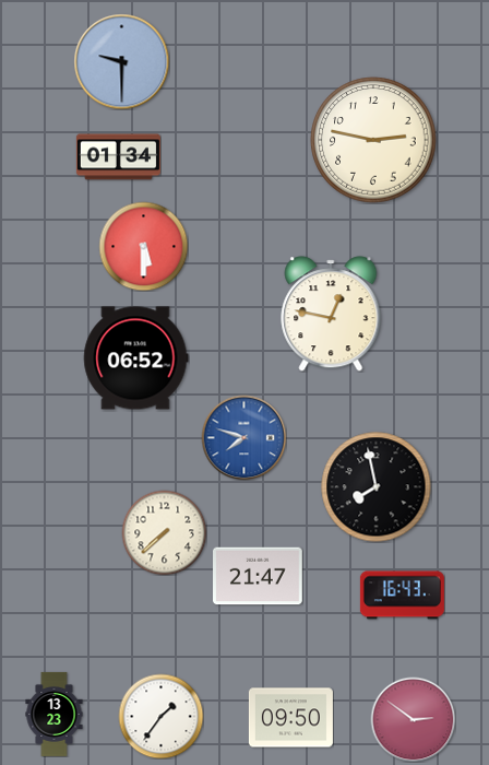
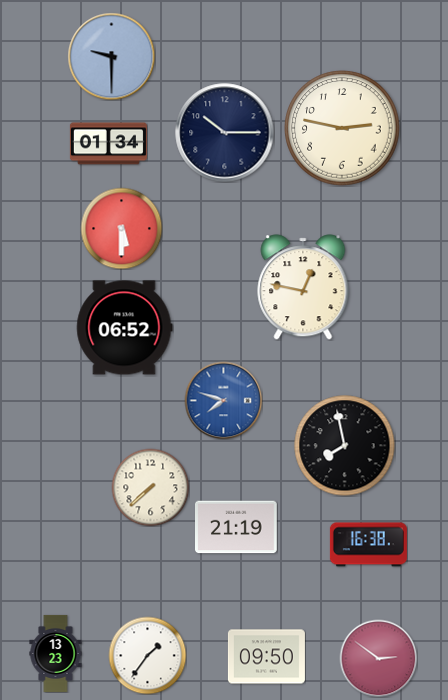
clock at (225, 133): none -> 10:15
clock at (143, 246) position: (143, 246) -> (121, 228)
clock at (259, 576): 21:47 -> 21:19
clock at (402, 596): 16:43 -> 16:38
clock at (55, 714) position: (55, 714) -> (56, 653)
